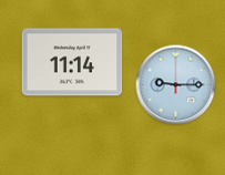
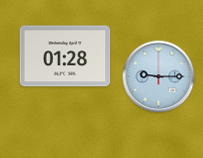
clock at (72, 62): 11:14 -> 01:28
